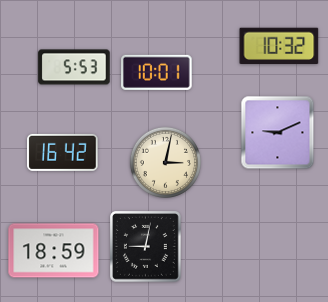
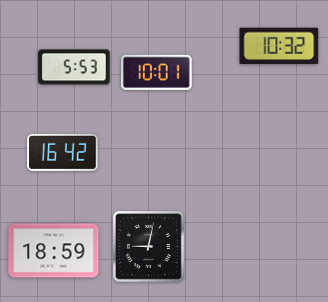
clock at (278, 133): 9:11 -> none
clock at (165, 162): 3:02 -> none
clock at (146, 247) position: (146, 247) -> (149, 247)
